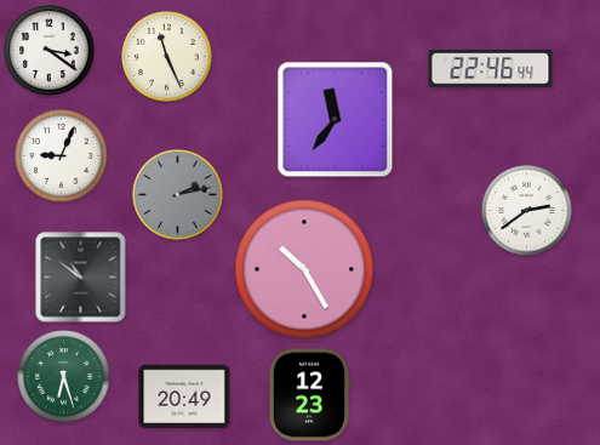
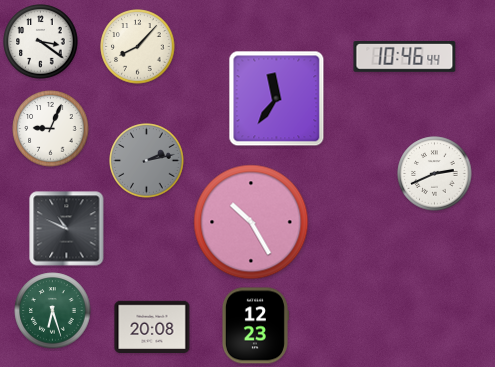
clock at (167, 57): 11:26 -> 8:07
clock at (491, 69): 22:46 -> 10:46
clock at (527, 211): 2:39 -> 2:41
clock at (81, 278): 10:51 -> 10:49
clock at (184, 395): 20:49 -> 20:08
